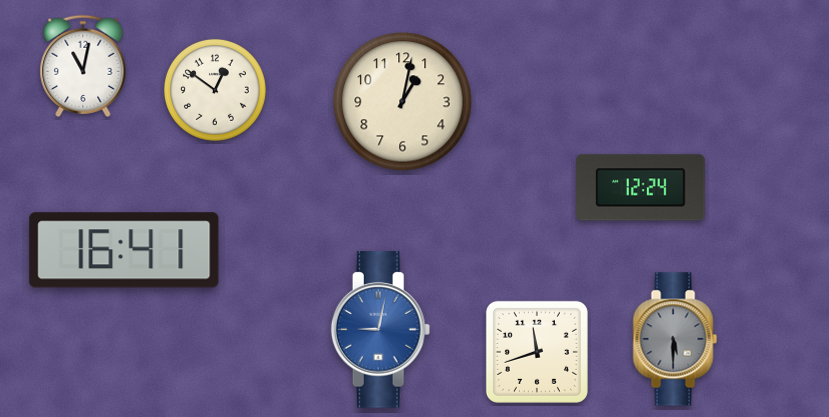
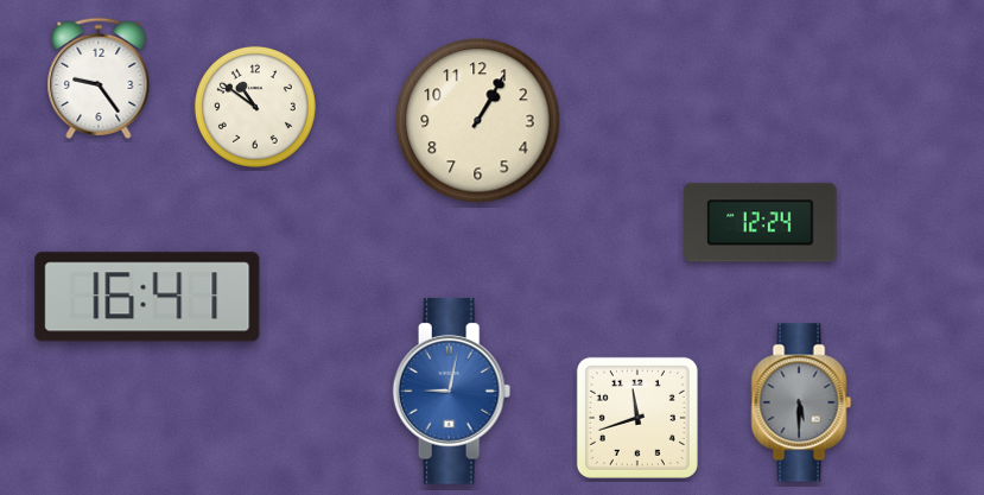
clock at (83, 65): 11:02 -> 9:24
clock at (215, 90): 12:51 -> 10:51
clock at (403, 102): 1:02 -> 1:05
